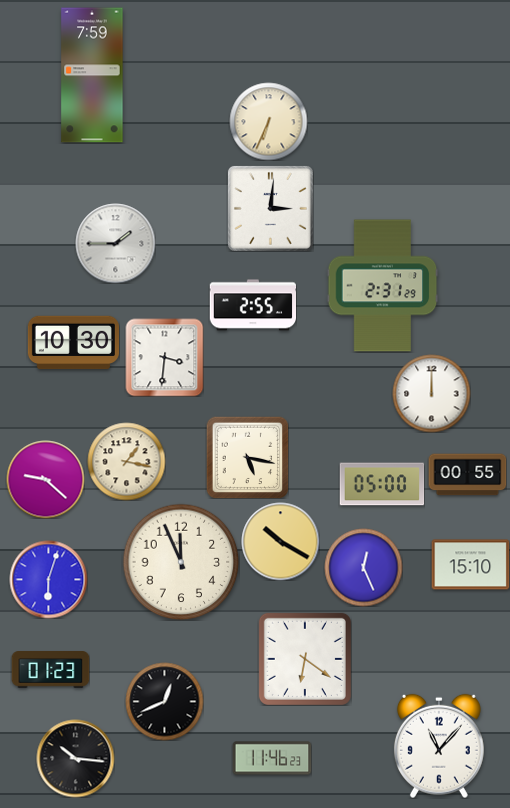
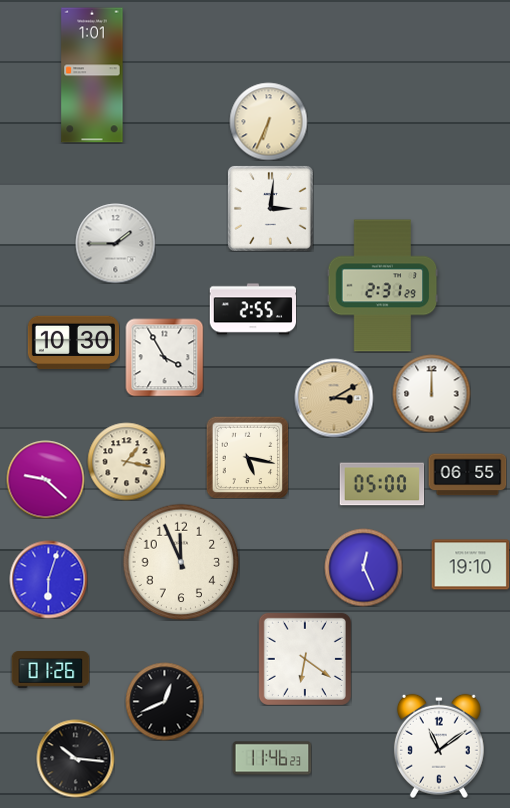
clock at (92, 75): 7:59 -> 1:01
clock at (252, 305) position: (252, 305) -> (252, 309)
clock at (164, 357): 3:31 -> 3:55
clock at (334, 398): none -> 3:10
clock at (467, 475): 00:55 -> 06:55
clock at (280, 541): 10:20 -> none
clock at (470, 565): 15:10 -> 19:10
clock at (50, 670): 01:23 -> 01:26
clock at (439, 746): 11:07 -> 11:09
